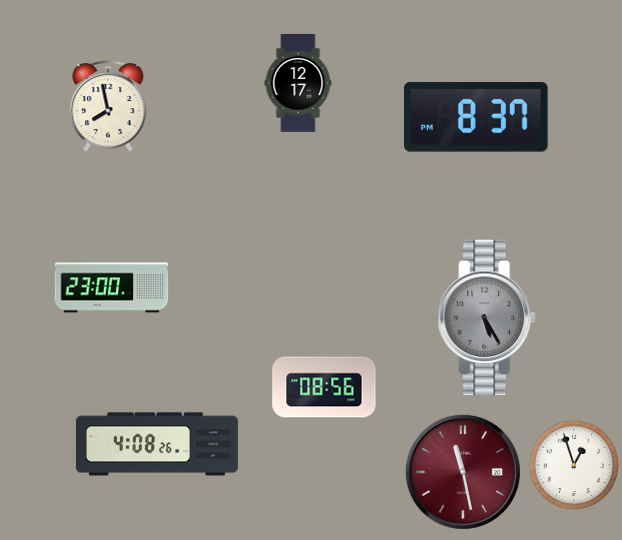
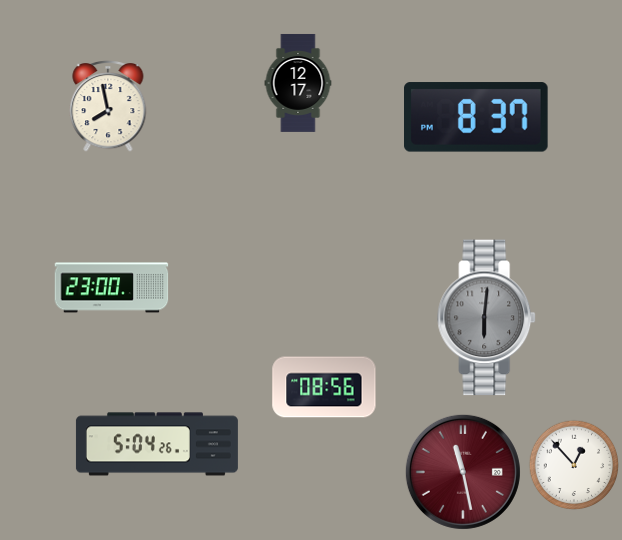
clock at (487, 318): 5:25 -> 6:01
clock at (157, 444): 4:08 -> 5:04
clock at (574, 465): 12:57 -> 12:53
